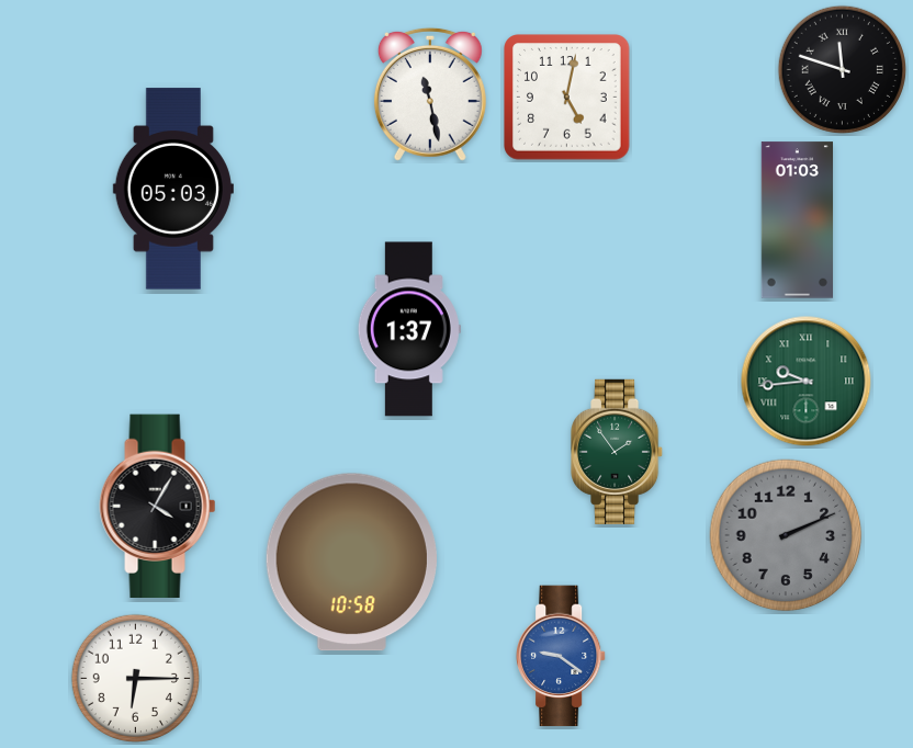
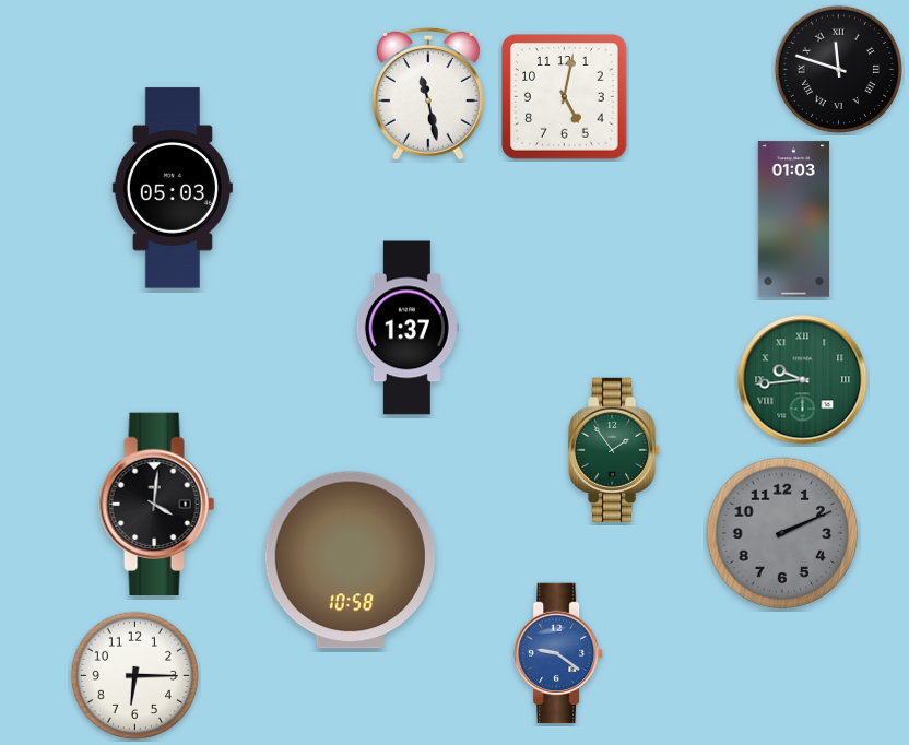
clock at (158, 506): 4:05 -> 4:01
